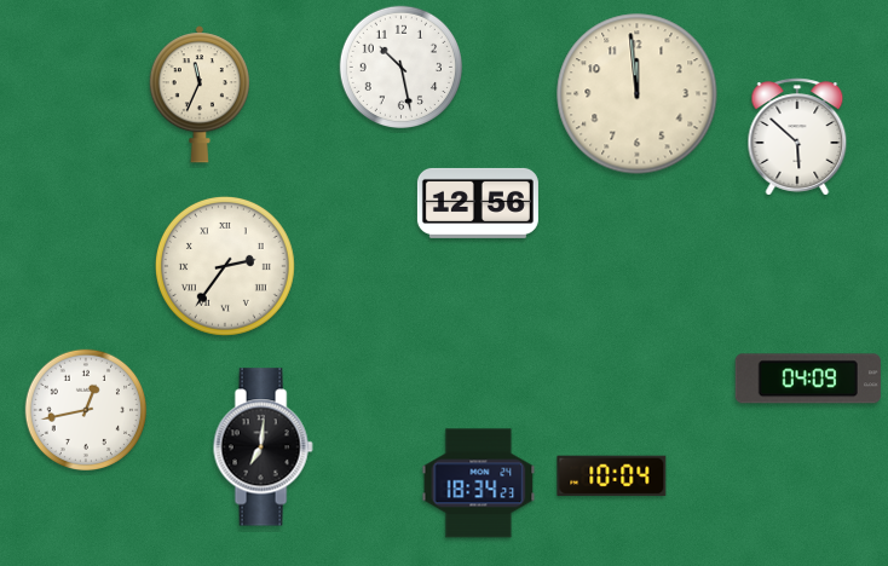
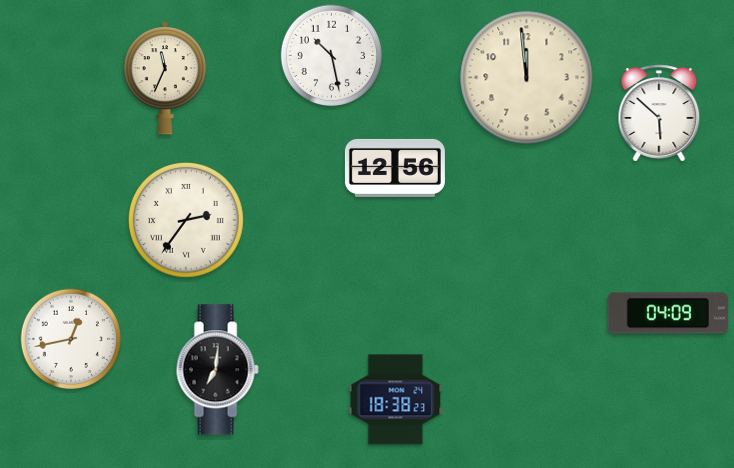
clock at (612, 477): 10:04 -> none
clock at (479, 484): 18:34 -> 18:38
